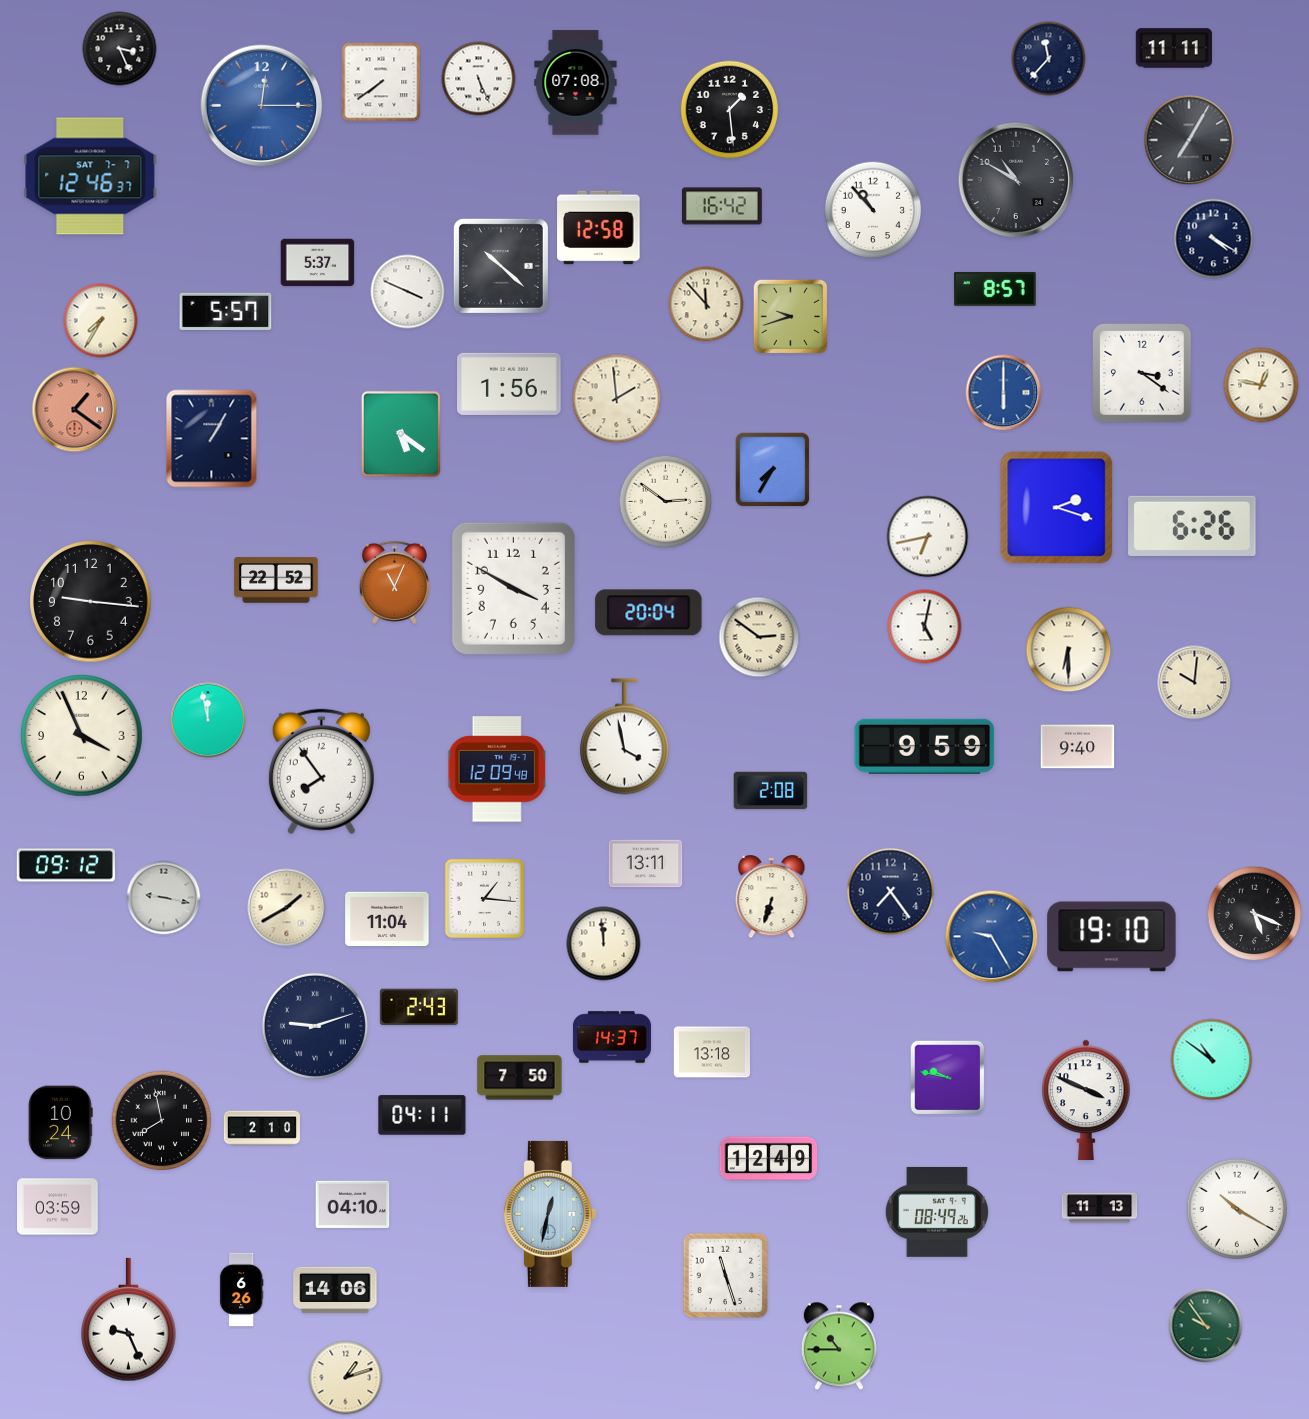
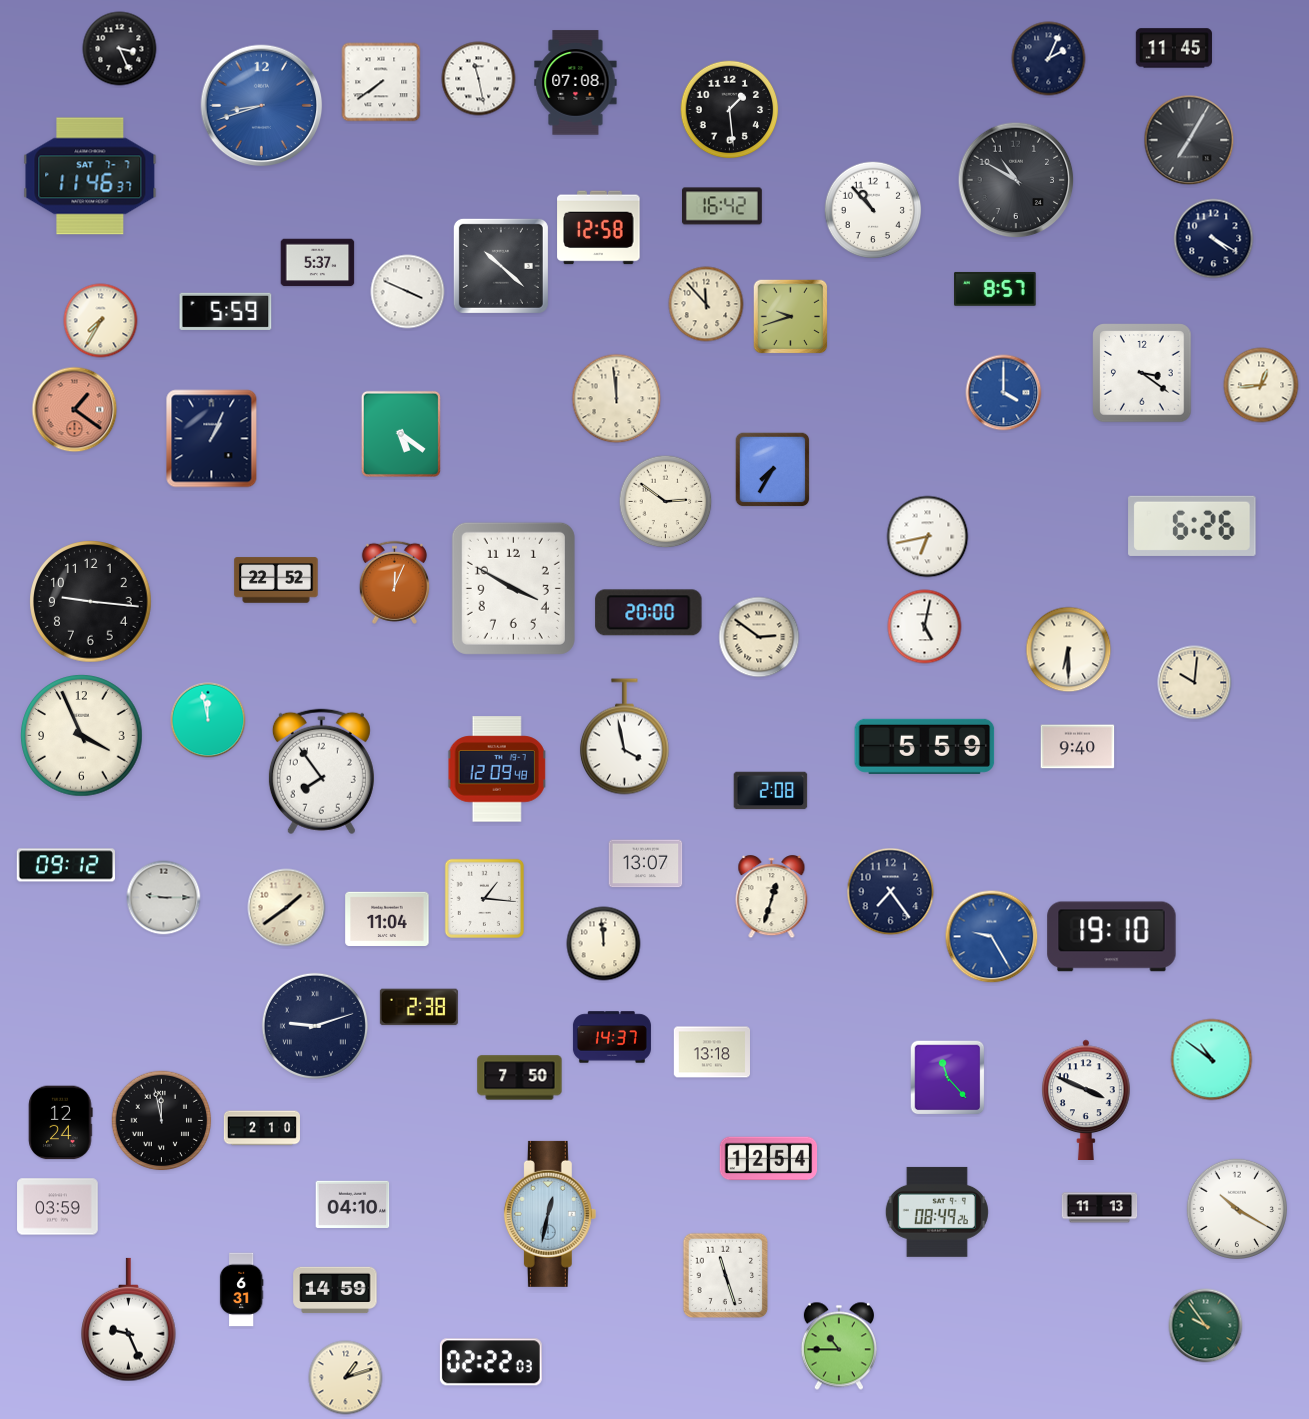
clock at (1174, 48): 11:11 -> 11:45
clock at (1049, 59): 11:37 -> 2:04
clock at (479, 79): 5:26 -> 11:28
clock at (262, 106): 12:15 -> 8:42
clock at (90, 176): 12:46 -> 11:46
clock at (226, 311): 5:57 -> 5:59
clock at (509, 384): 1:56 -> none
clock at (1261, 385): 12:47 -> 12:44
clock at (1004, 393): 6:00 -> 4:00
clock at (617, 399): 1:59 -> 11:59
clock at (212, 439): 1:05 -> 1:04
clock at (1057, 508): 2:18 -> none
clock at (394, 582): 11:04 -> 12:04
clock at (649, 613): 20:04 -> 20:00
clock at (925, 746): 9:59 -> 5:59
clock at (646, 864): 13:11 -> 13:07
clock at (772, 897): 6:33 -> 12:33
clock at (164, 898): 9:17 -> 9:15
clock at (287, 908): 1:40 -> 1:39
clock at (1255, 914): 5:19 -> none
clock at (419, 1007): 2:43 -> 2:38
clock at (948, 1078): 9:47 -> 11:23
clock at (422, 1115): 04:11 -> none
clock at (162, 1121): 7:58 -> 11:58
clock at (61, 1123): 10:24 -> 12:24
clock at (769, 1159): 12:49 -> 12:54
clock at (241, 1290): 6:26 -> 6:31
clock at (335, 1290): 14:06 -> 14:59
clock at (491, 1362): none -> 02:22
